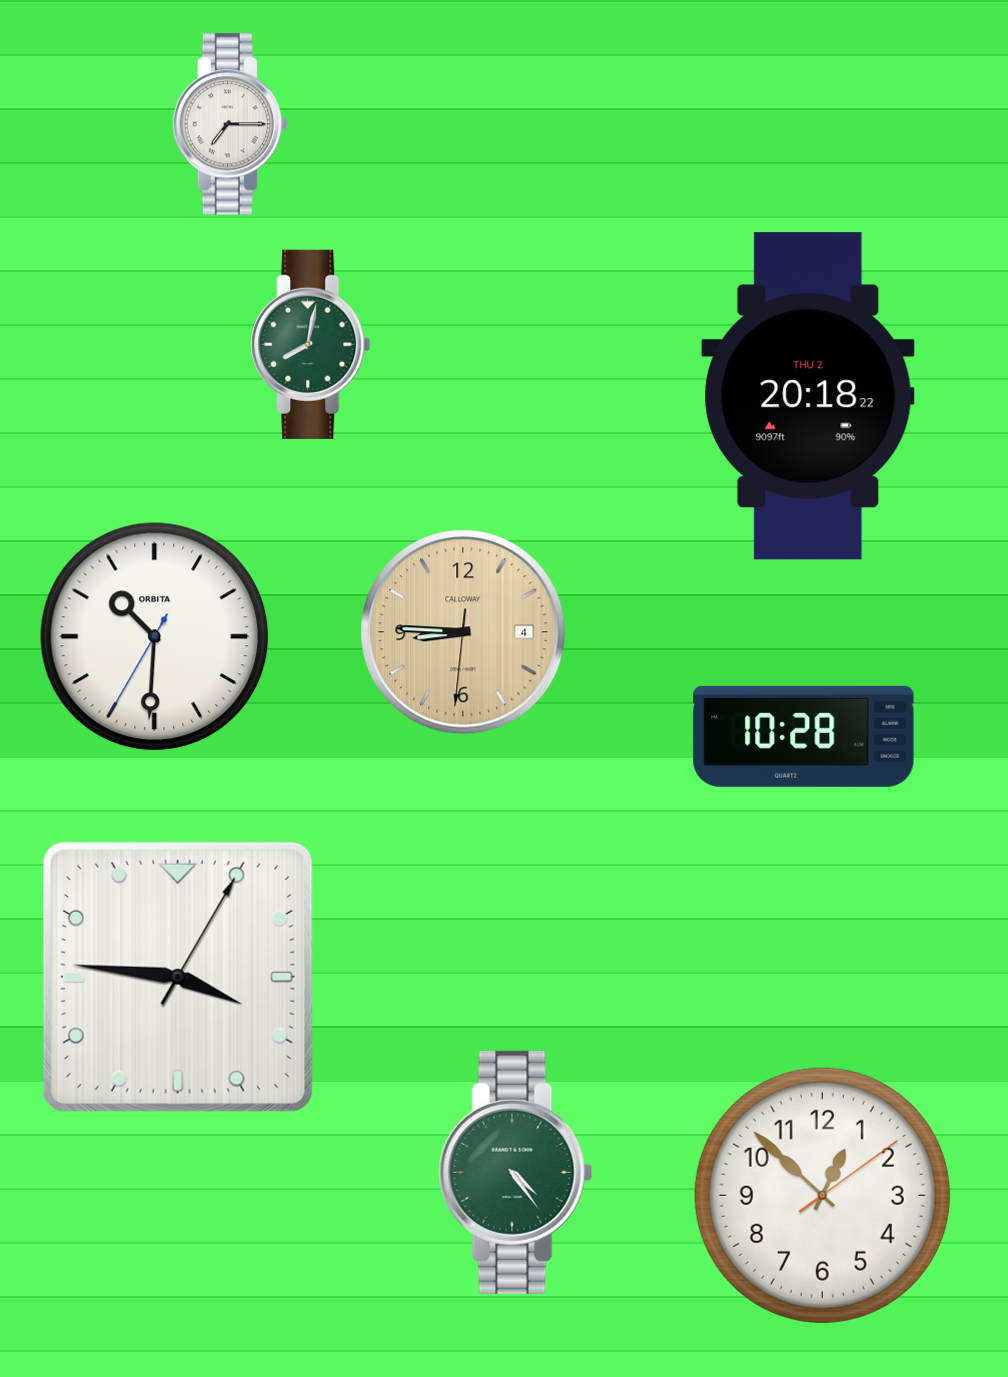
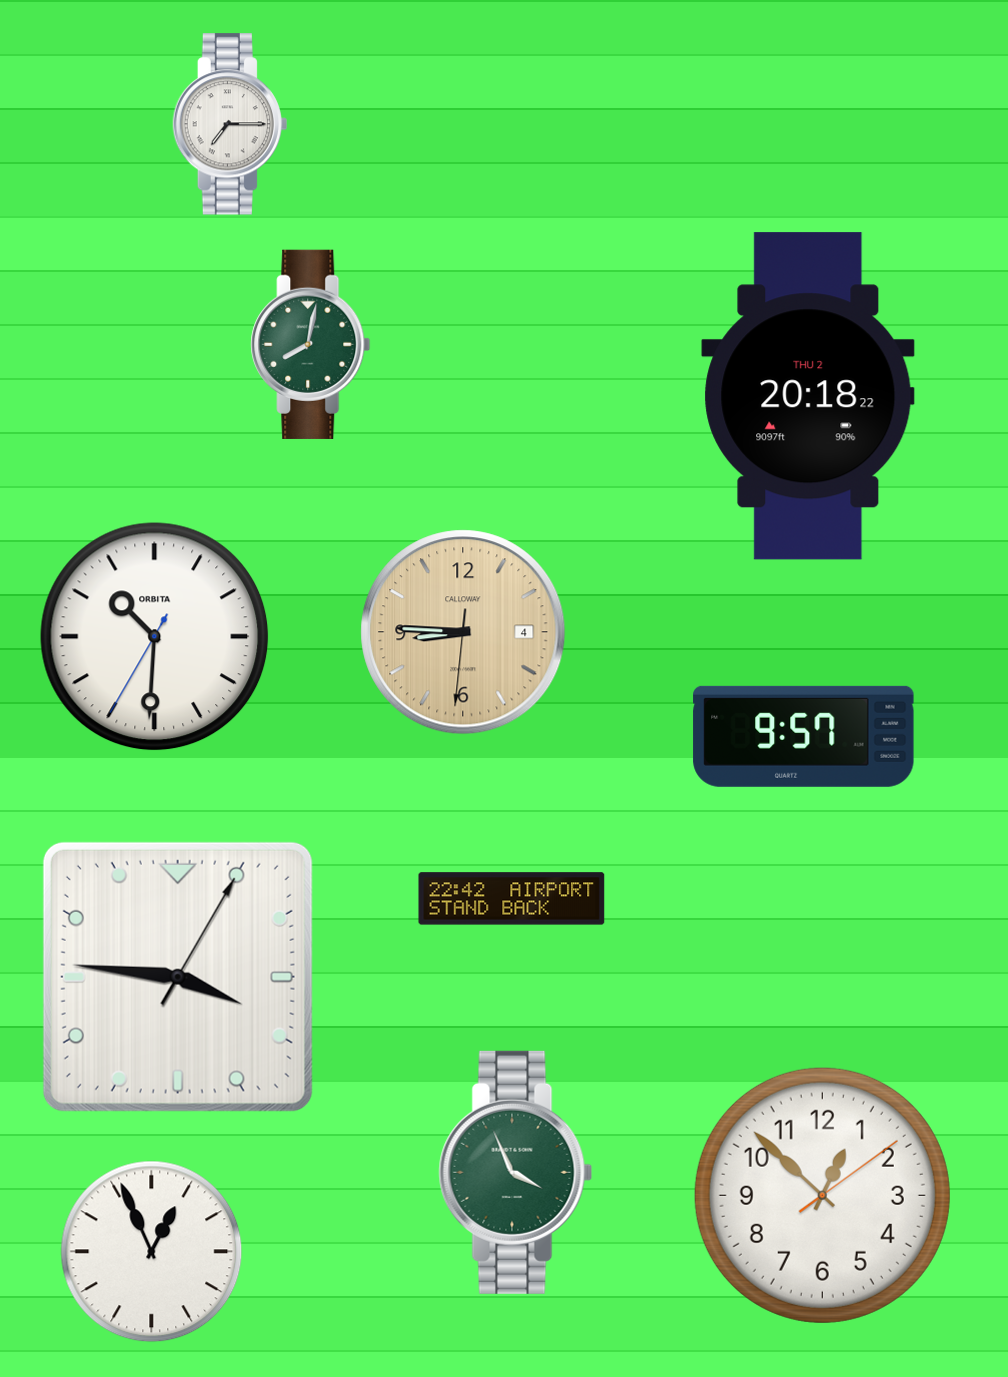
clock at (804, 736): 10:28 -> 9:57
clock at (512, 899): none -> 22:42
clock at (516, 1172): 4:24 -> 3:56
clock at (152, 1252): none -> 12:56
